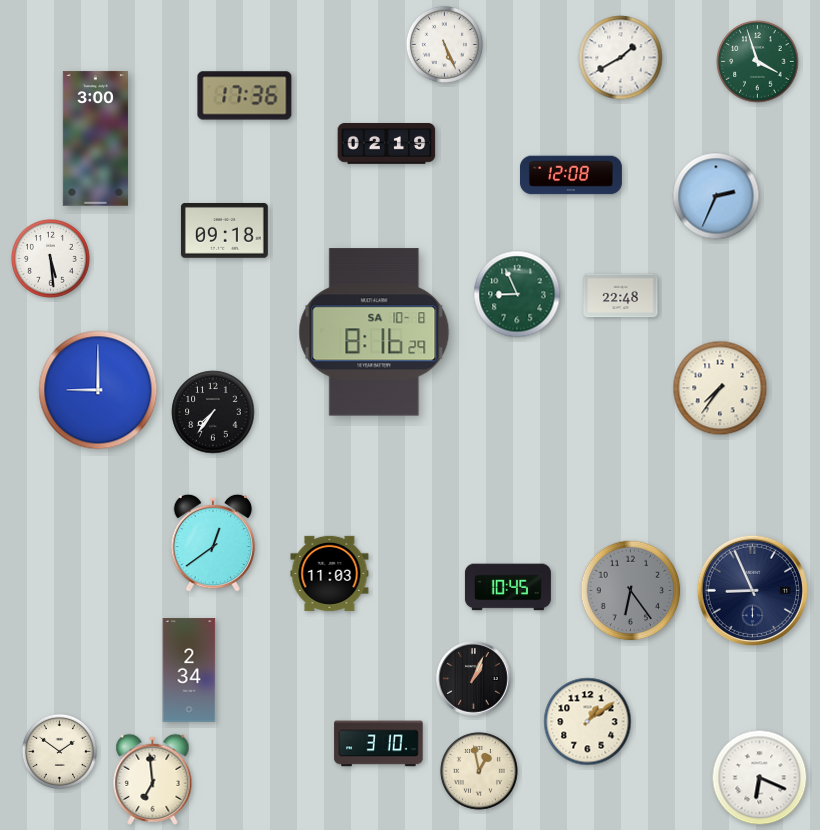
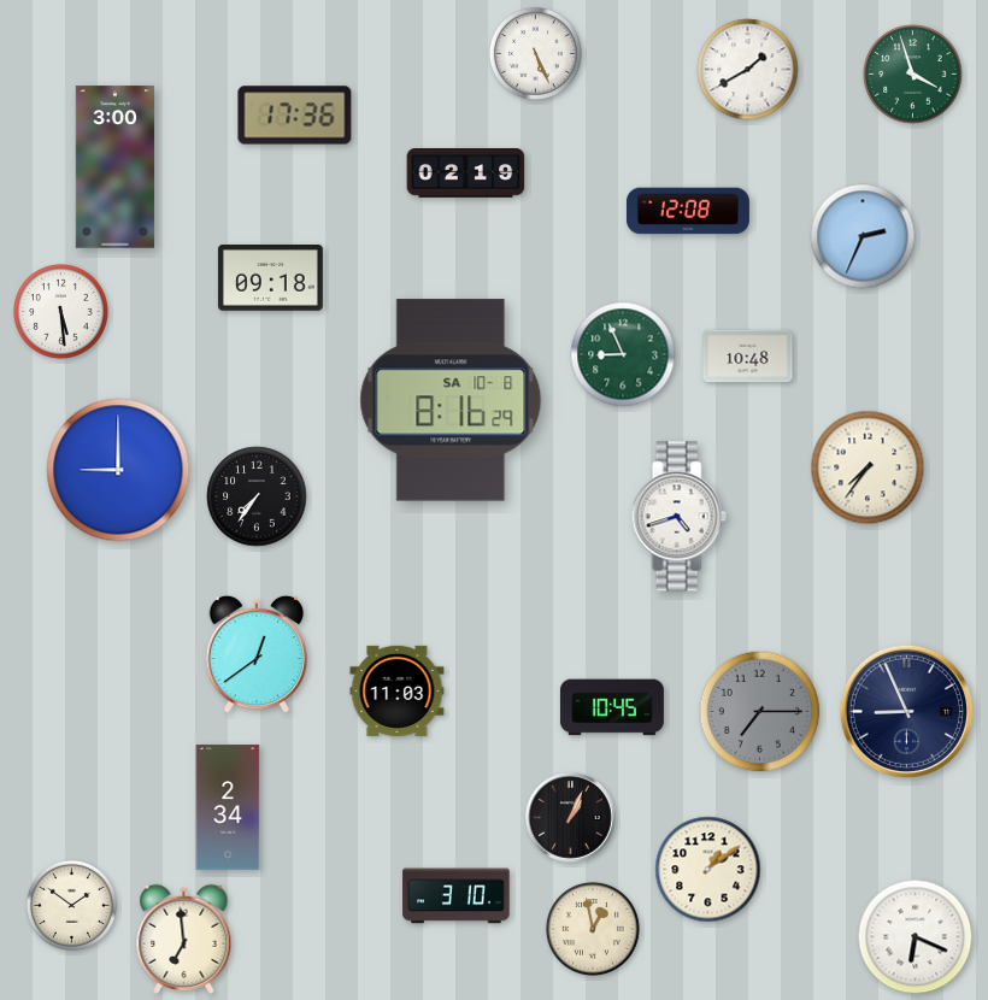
clock at (621, 296): 22:48 -> 10:48
clock at (678, 517): none -> 4:42
clock at (631, 591): 6:24 -> 7:15
clock at (479, 771) position: (479, 771) -> (593, 929)
